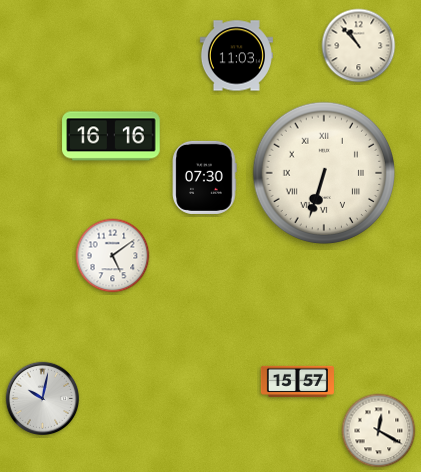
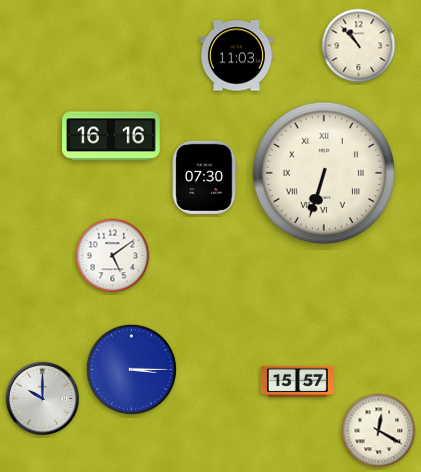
clock at (131, 369): none -> 3:15
clock at (43, 399): 10:02 -> 10:00
